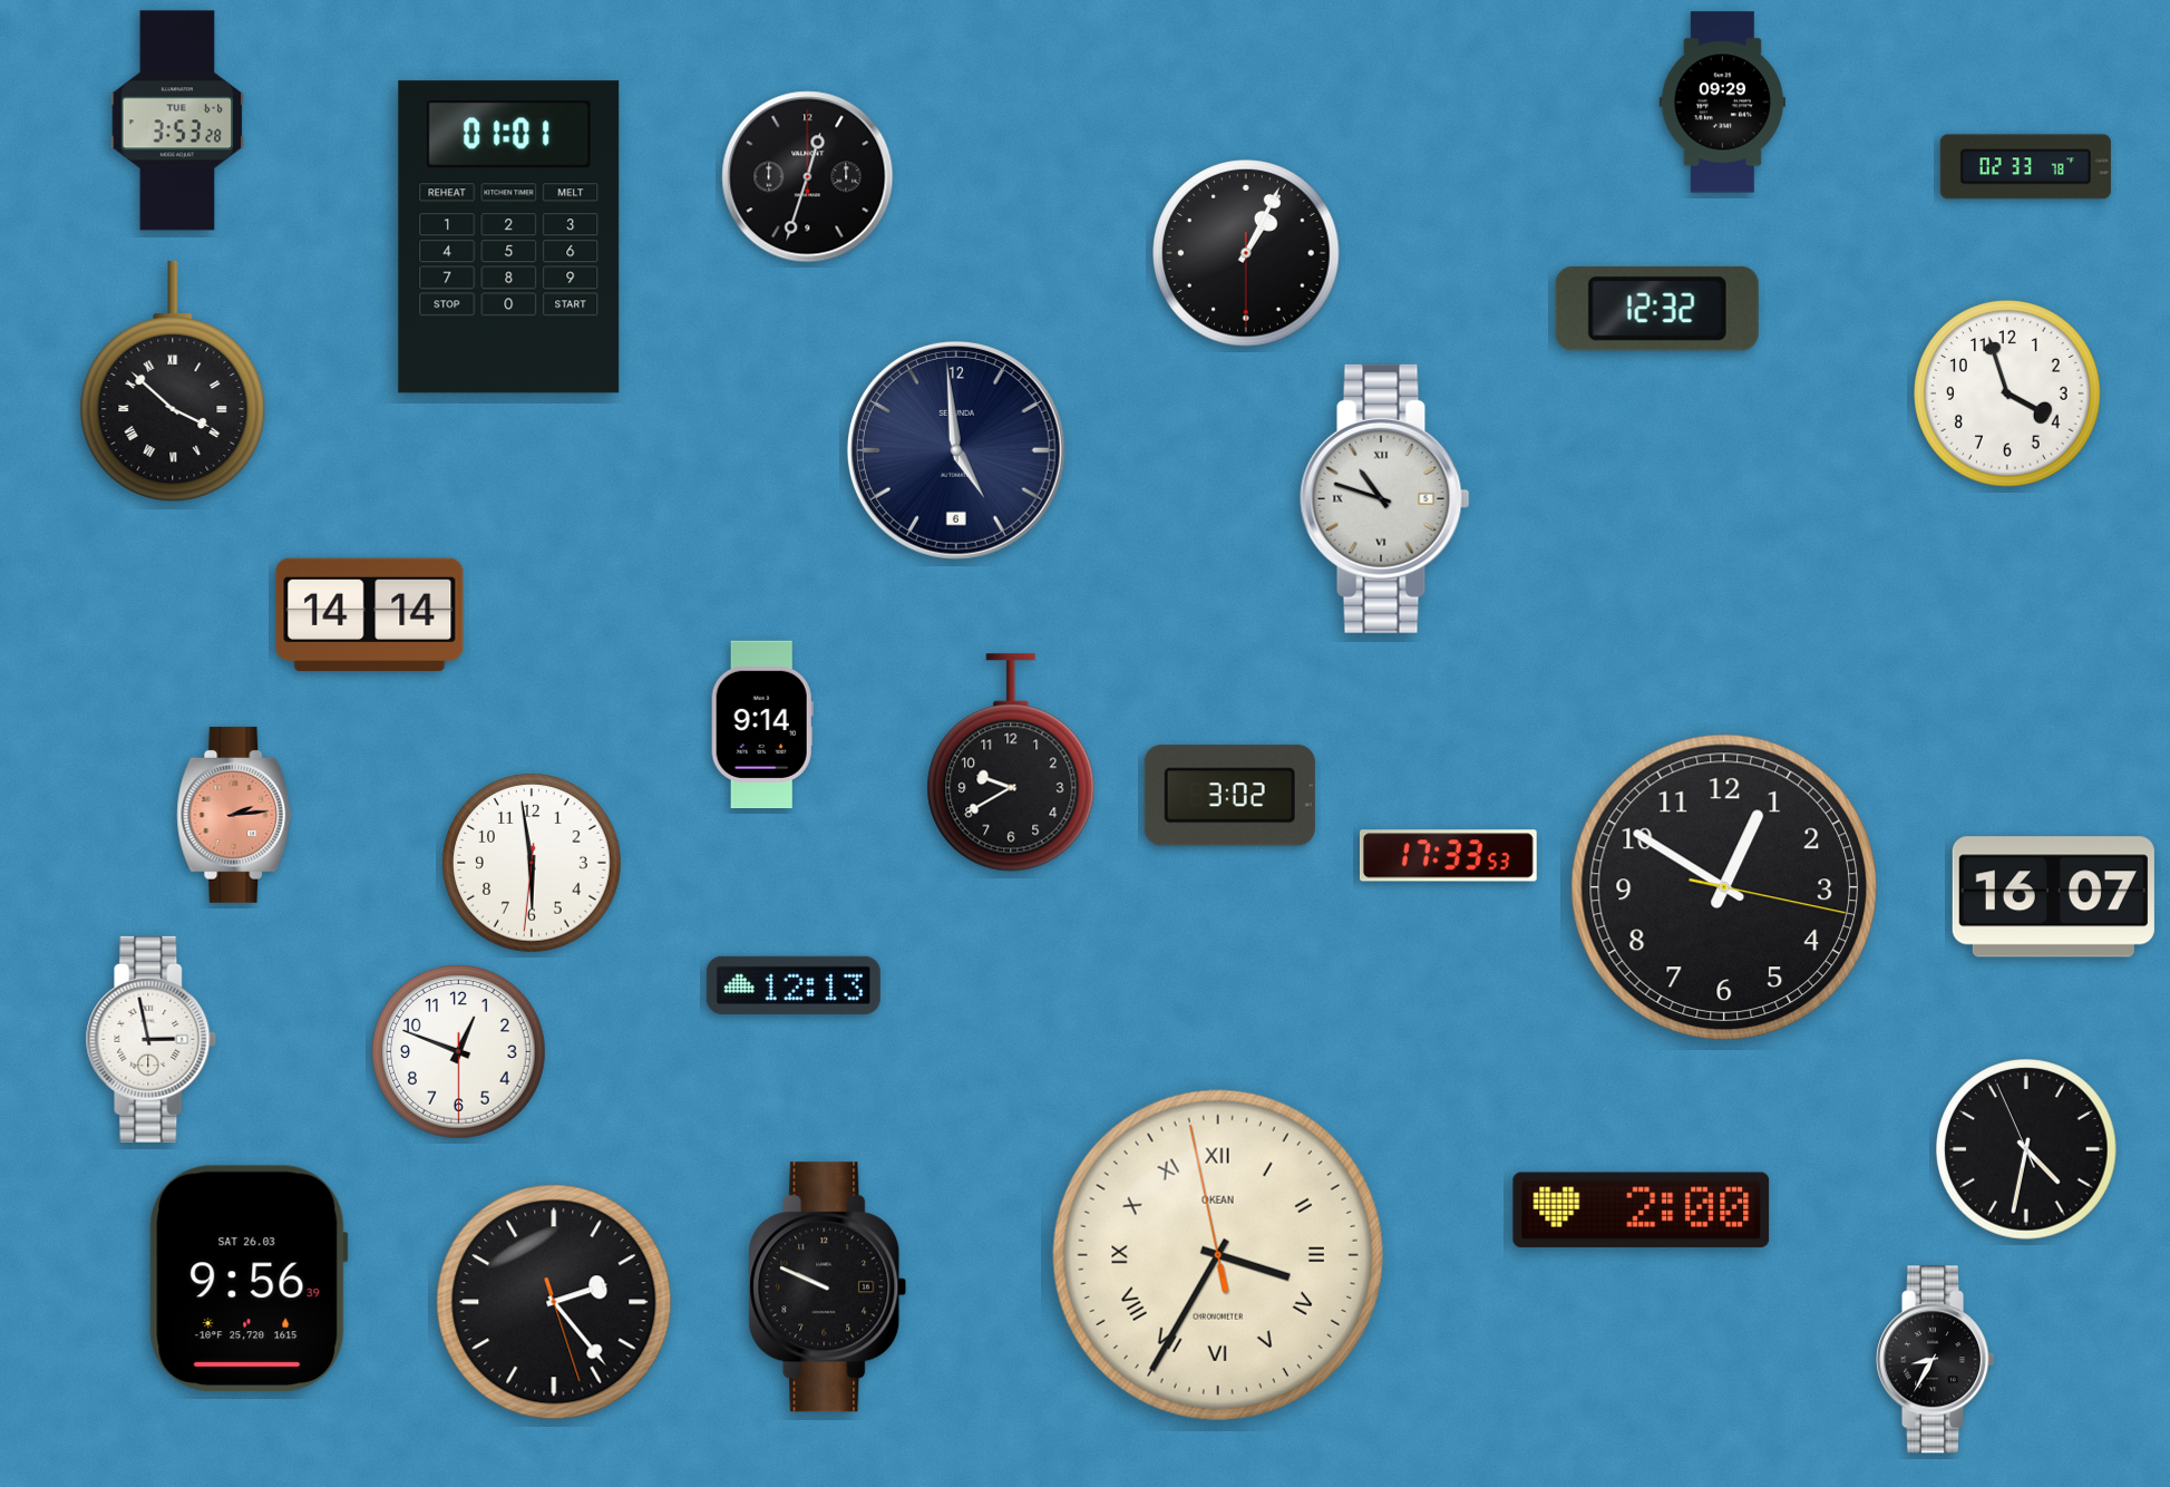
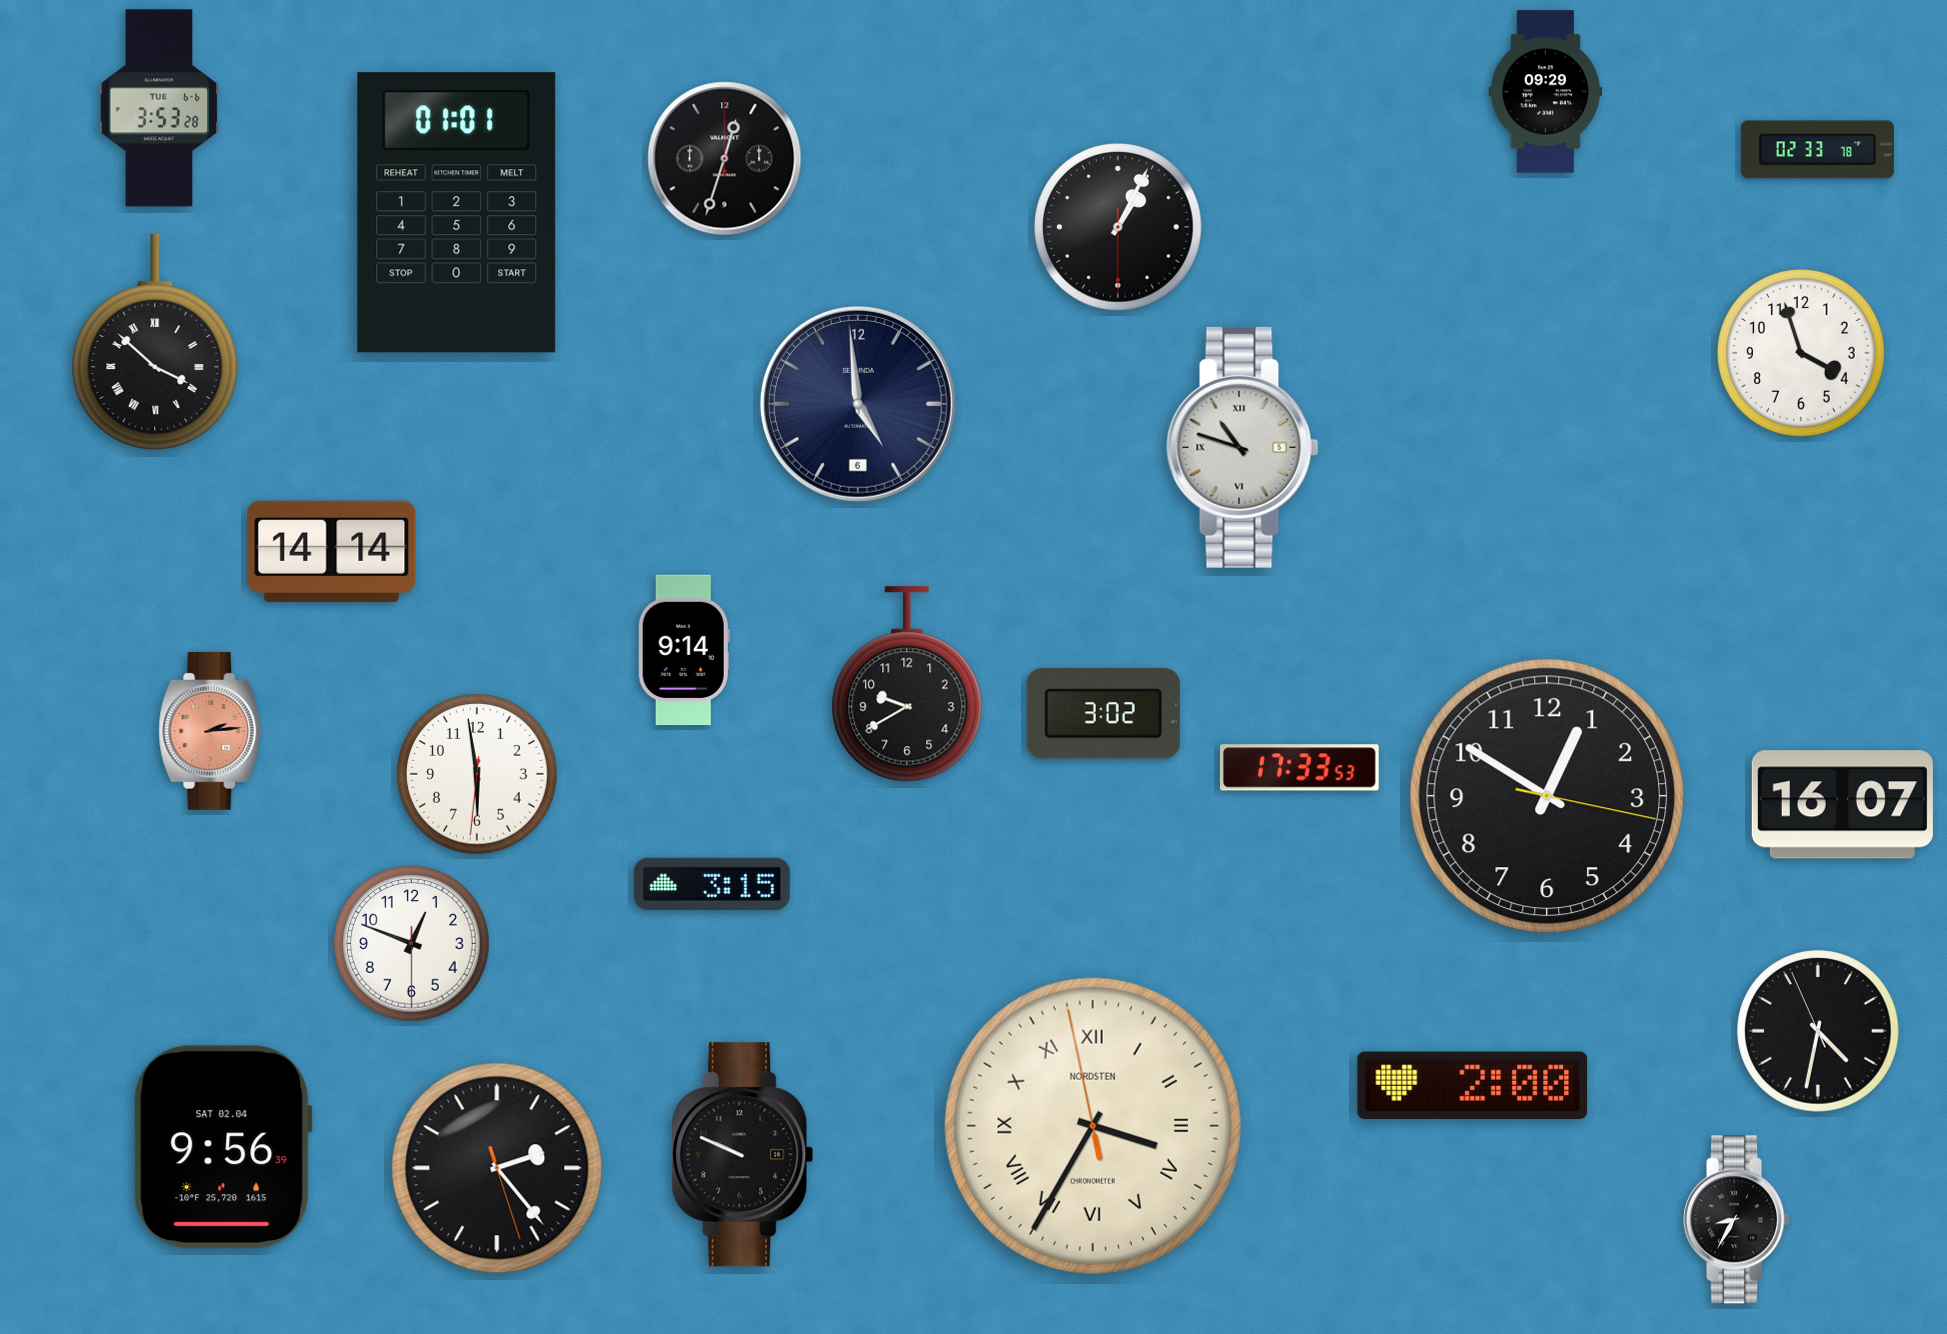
clock at (1657, 309): 12:32 -> none
clock at (794, 985): 12:13 -> 3:15
clock at (152, 1039): 2:58 -> none
clock at (1218, 1255) brand: OKEAN -> NORDSTEN
clock at (249, 1277) date: SAT 26.03 -> SAT 02.04
